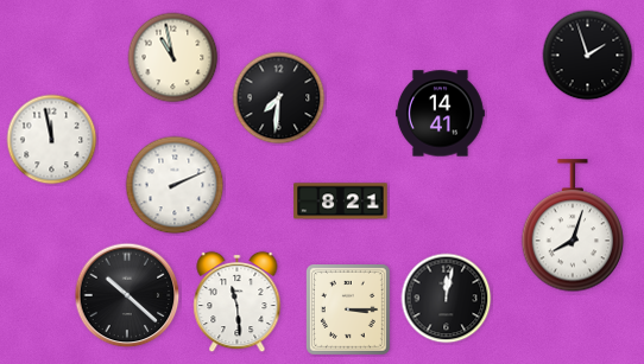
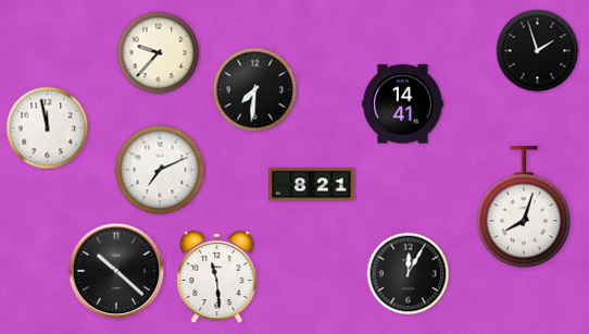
clock at (173, 58): 10:58 -> 9:37
clock at (175, 185): 2:11 -> 7:11
clock at (447, 299): 12:02 -> 12:05
clock at (349, 311): 3:15 -> none
